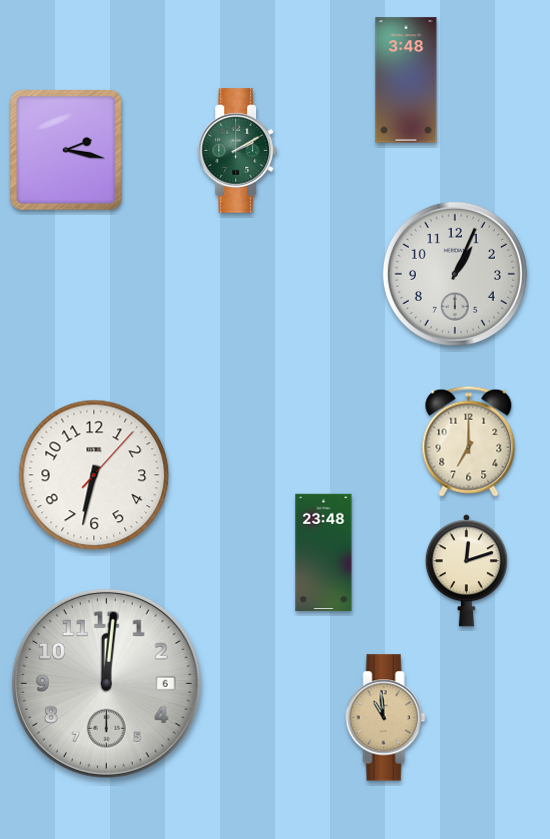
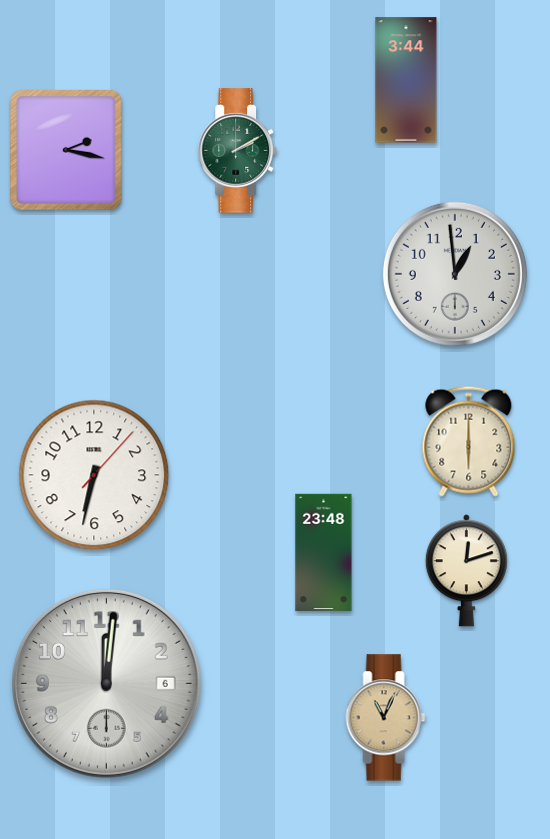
clock at (406, 80): 3:48 -> 3:44
clock at (455, 274): 1:04 -> 12:59
clock at (469, 441): 7:00 -> 6:00
clock at (386, 718): 10:59 -> 11:04
